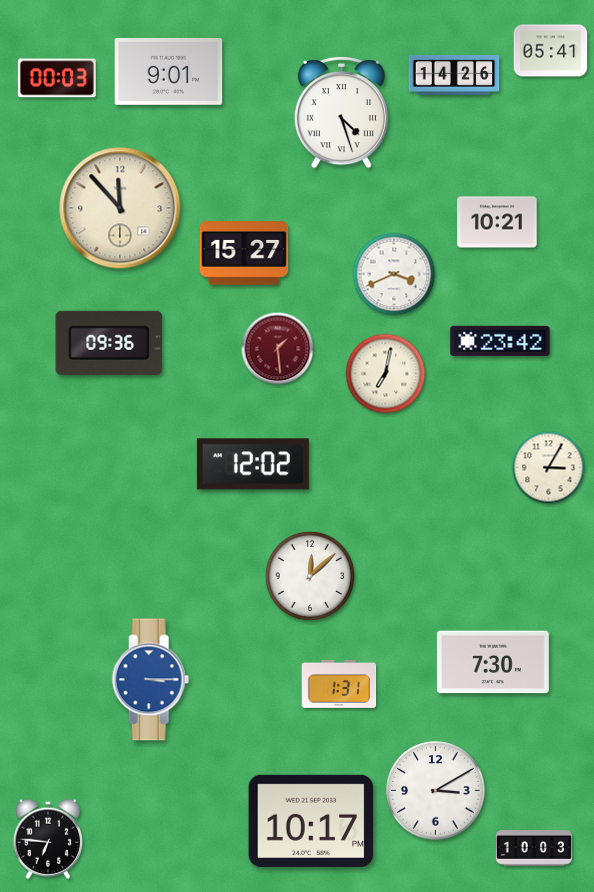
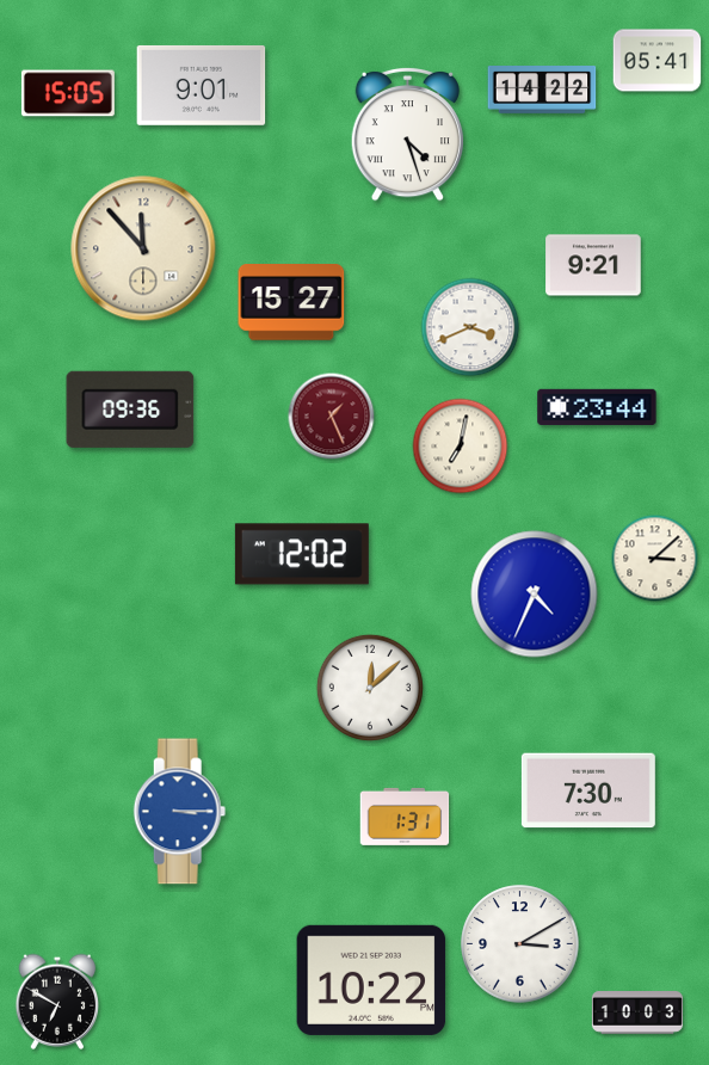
clock at (454, 76): 14:26 -> 14:22
clock at (57, 78): 00:03 -> 15:05
clock at (497, 222): 10:21 -> 9:21
clock at (500, 341): 23:42 -> 23:44
clock at (278, 349): 1:29 -> 1:26
clock at (549, 468): 3:05 -> 3:08
clock at (535, 595): none -> 4:34
clock at (311, 821): 10:17 -> 10:22
clock at (47, 839): 6:46 -> 6:50
